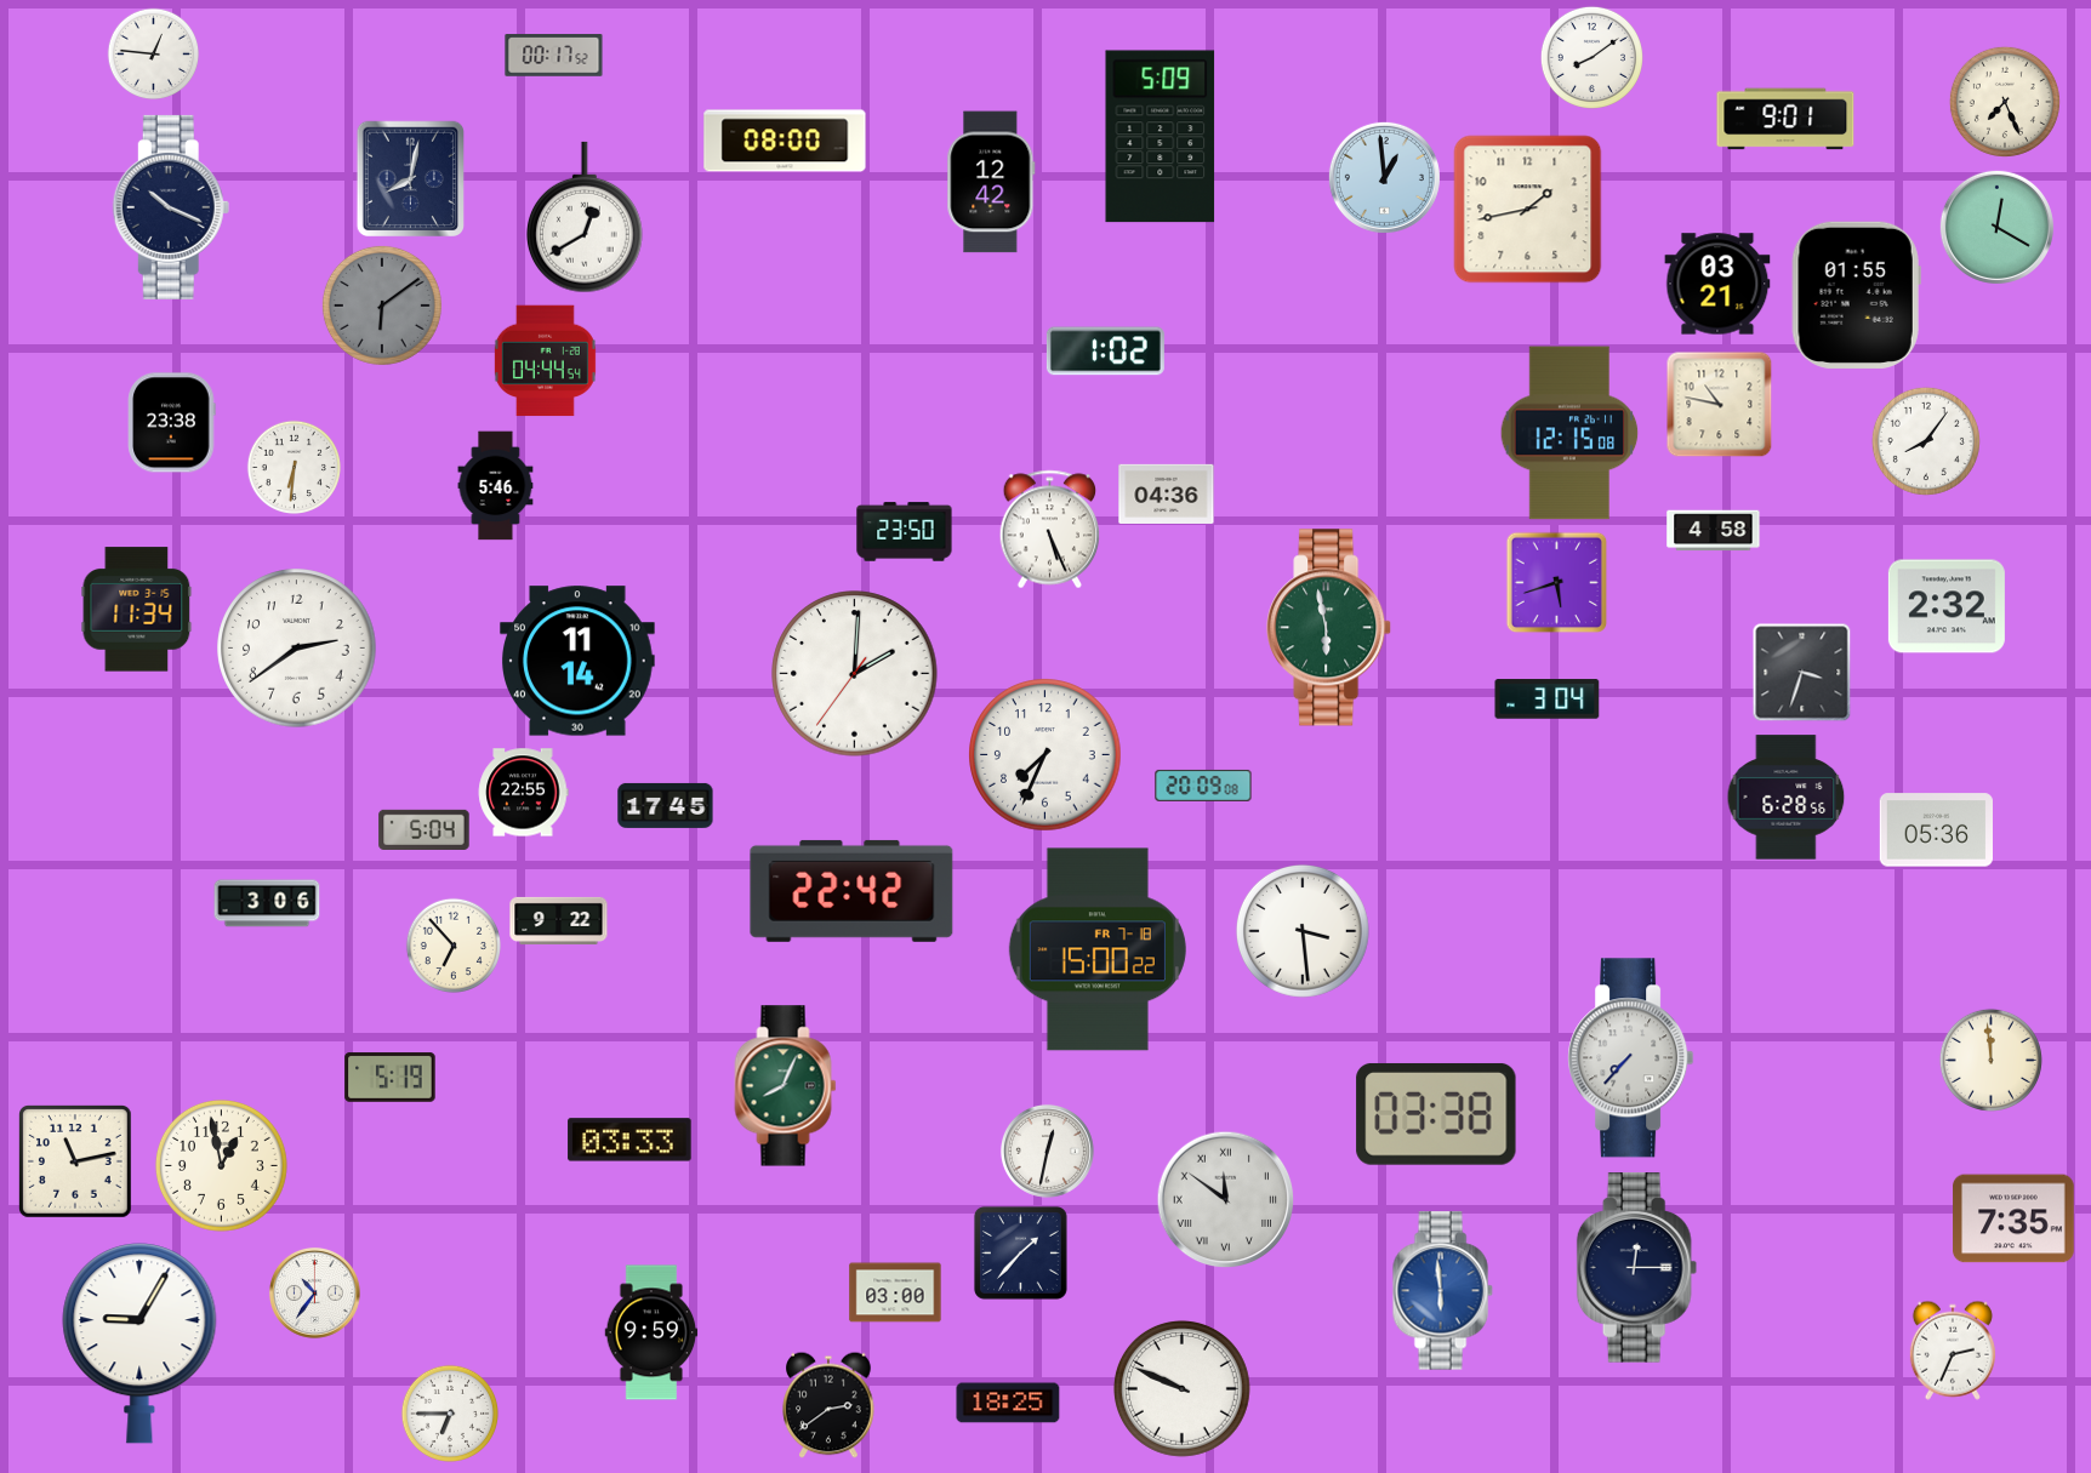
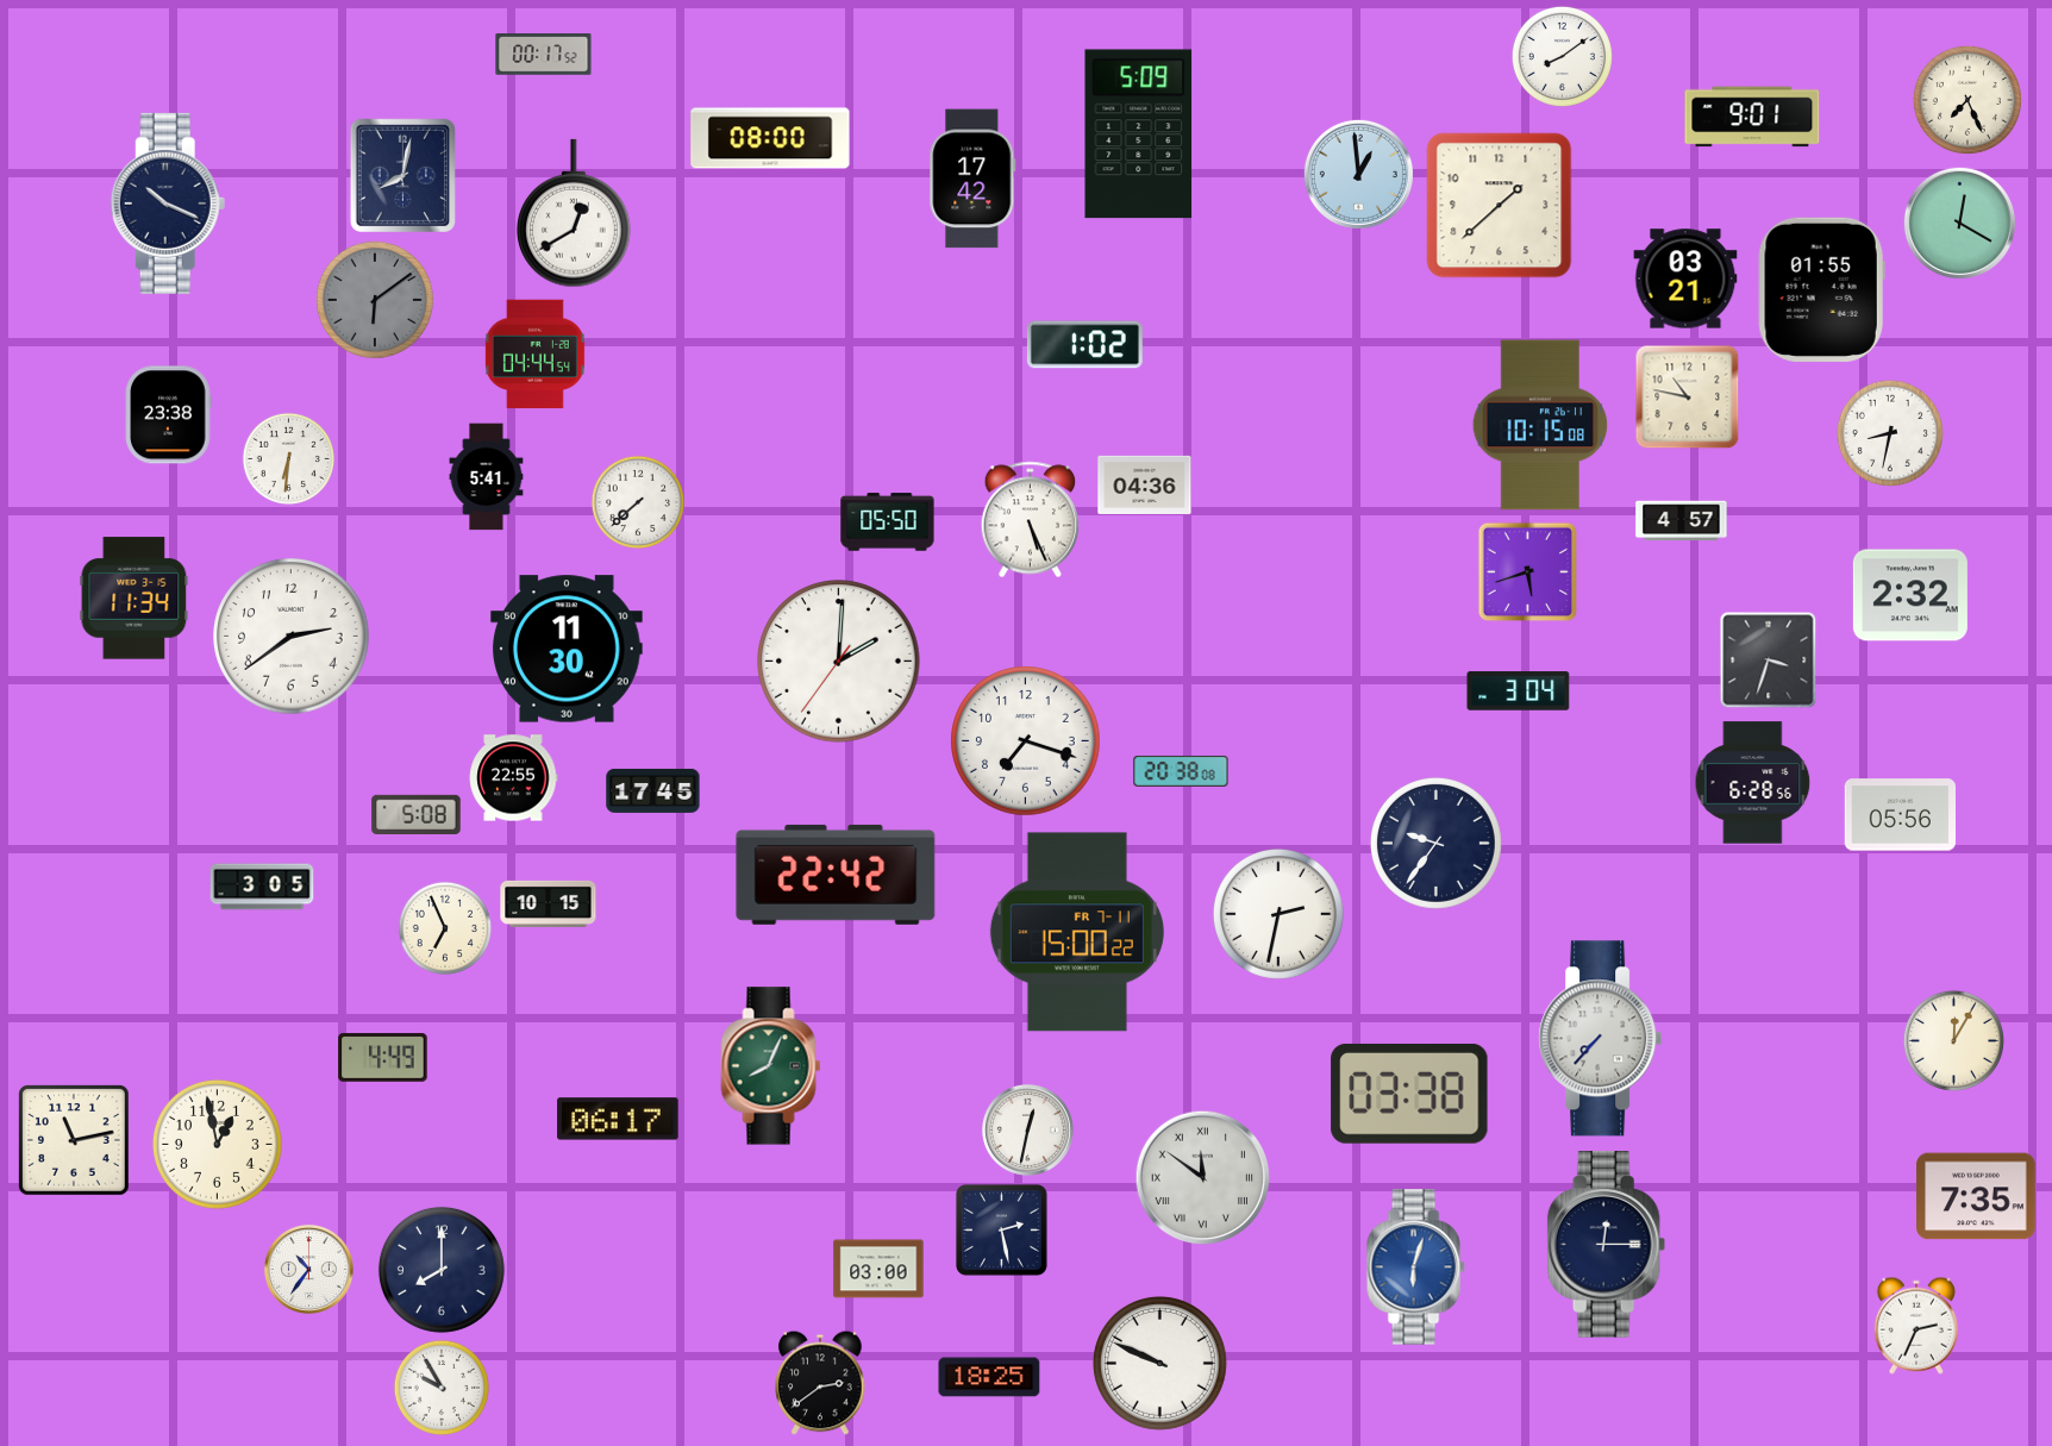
clock at (154, 55): 12:46 -> none
clock at (991, 182): 12:42 -> 17:42
clock at (1528, 210): 1:43 -> 1:38
clock at (1569, 433): 12:15 -> 10:15
clock at (1926, 441): 8:06 -> 8:32
clock at (496, 486): 5:46 -> 5:41
clock at (637, 501): none -> 7:38
clock at (1714, 531): 4:58 -> 4:57
clock at (905, 532): 23:50 -> 05:50
clock at (1329, 628): 5:58 -> none
clock at (577, 661): 11:14 -> 11:30
clock at (1548, 700) position: (1548, 700) -> (1519, 691)
clock at (1045, 755): 7:34 -> 7:18
clock at (1203, 786): 20:09 -> 20:38
clock at (425, 829): 5:04 -> 5:08
clock at (1936, 830): 05:36 -> 05:56
clock at (1435, 843): none -> 9:36
clock at (267, 903): 3:06 -> 3:05
clock at (559, 920): 9:22 -> 10:15
clock at (1303, 931): 3:29 -> 2:32
clock at (452, 944): 6:53 -> 6:56
clock at (1098, 949) date: FR 7-18 -> FR 7-11
clock at (1990, 1060): 11:59 -> 12:05
clock at (391, 1078): 5:19 -> 4:49
clock at (629, 1140): 03:33 -> 06:17
clock at (1020, 1252): 1:37 -> 2:28
clock at (1442, 1291): 5:59 -> 6:03
clock at (442, 1270): none -> 8:00
clock at (651, 1332): 9:59 -> none
clock at (139, 1343): 9:05 -> none
clock at (828, 1405) position: (828, 1405) -> (820, 1383)
clock at (449, 1412): 6:45 -> 9:55
